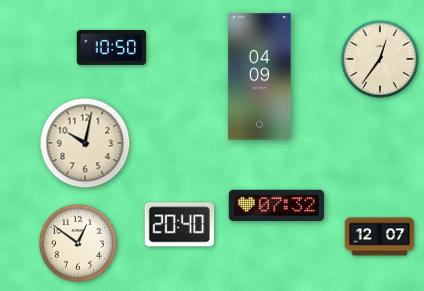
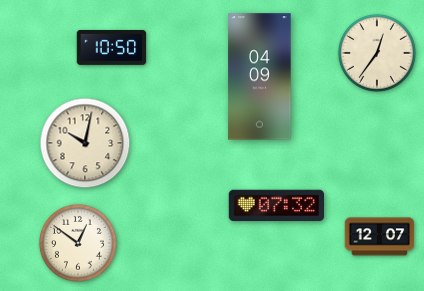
clock at (380, 59) position: (380, 59) -> (377, 53)
clock at (180, 225): 20:40 -> none
